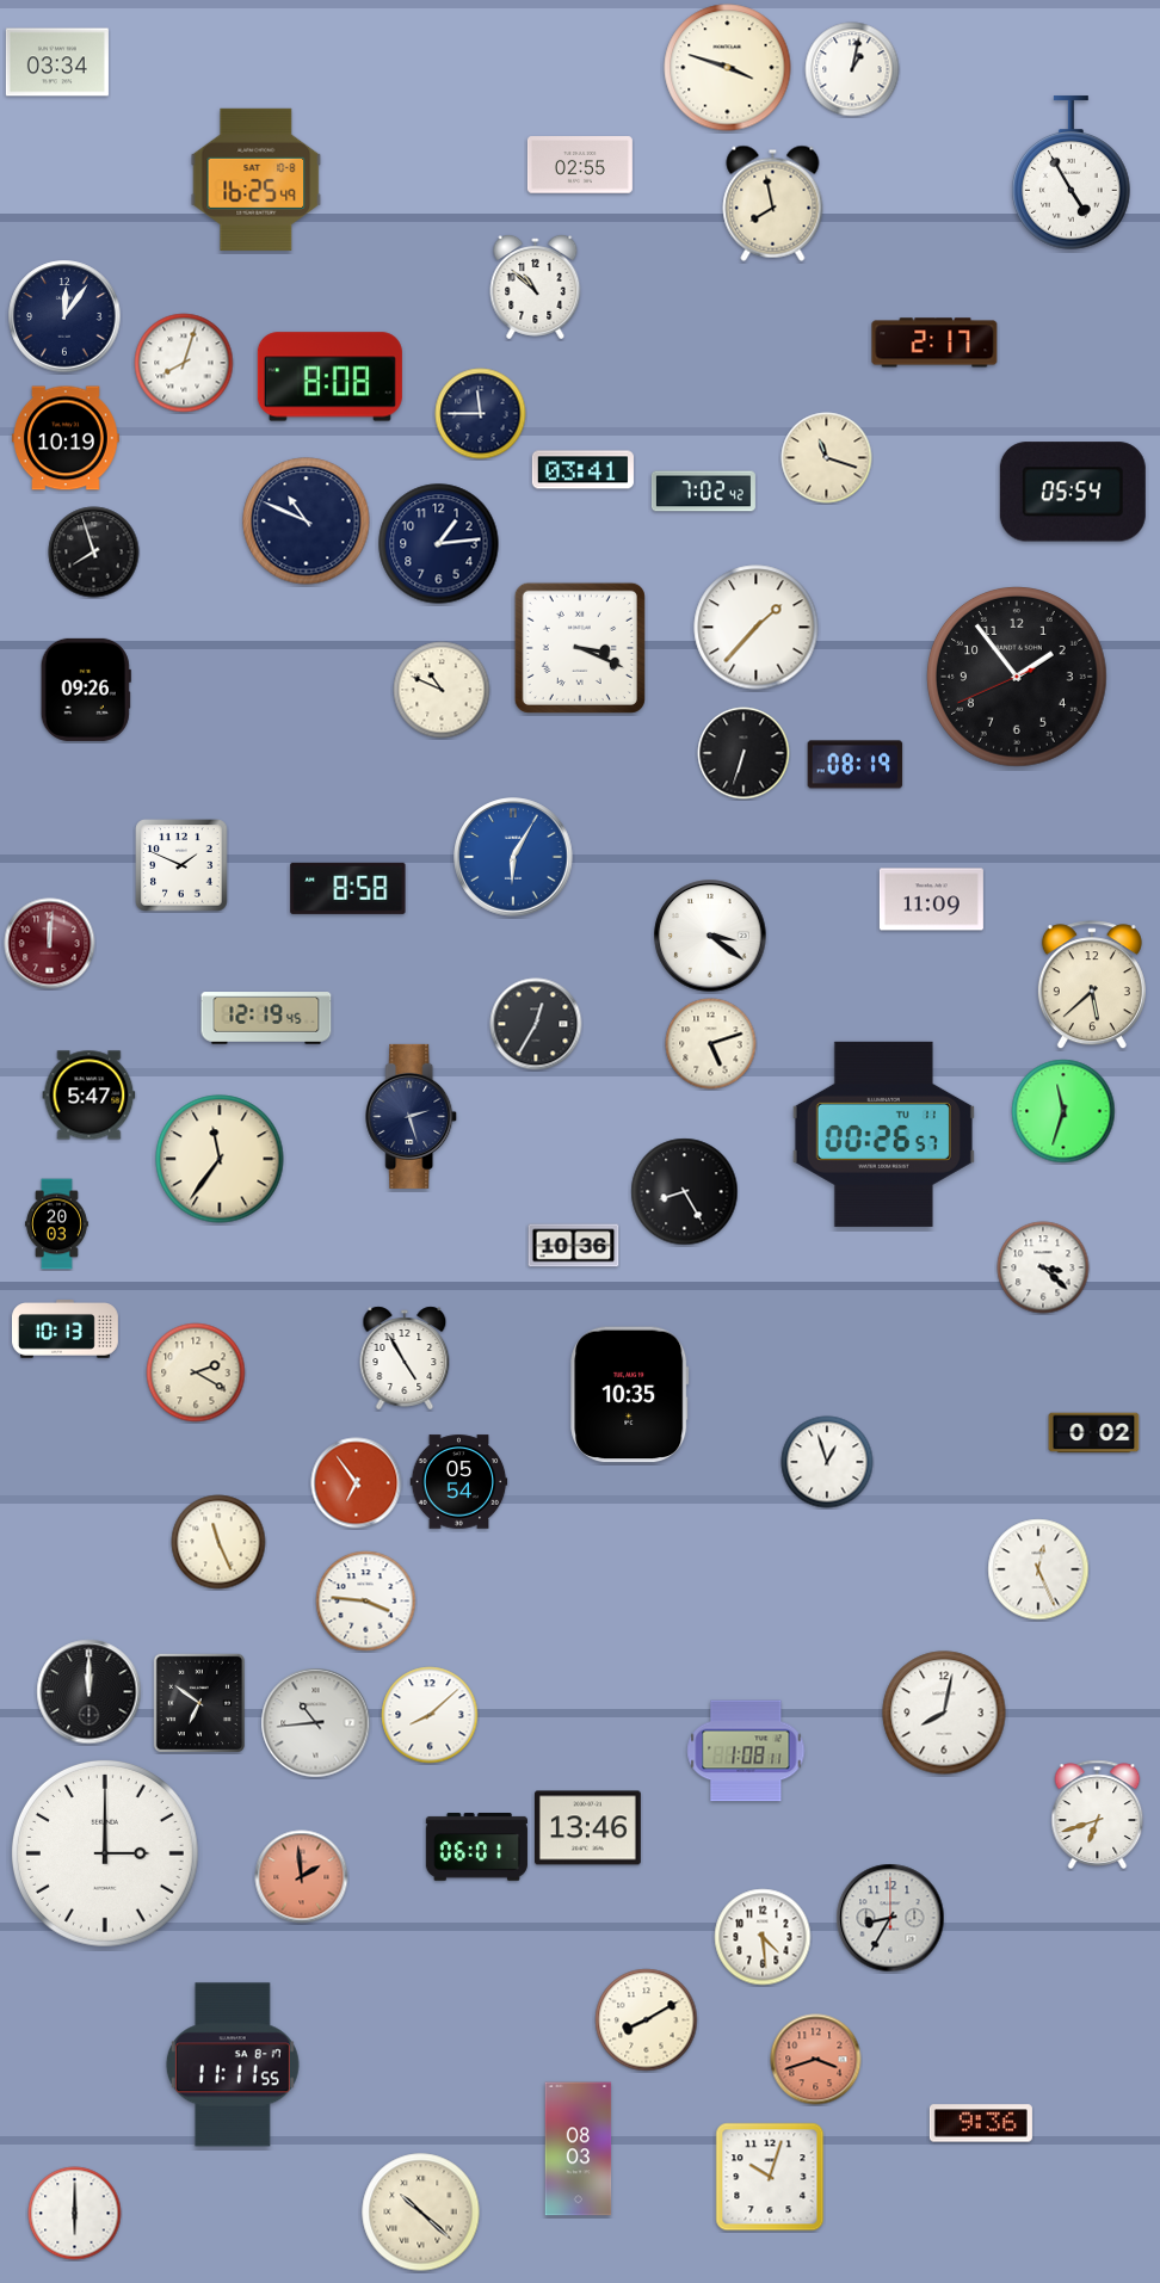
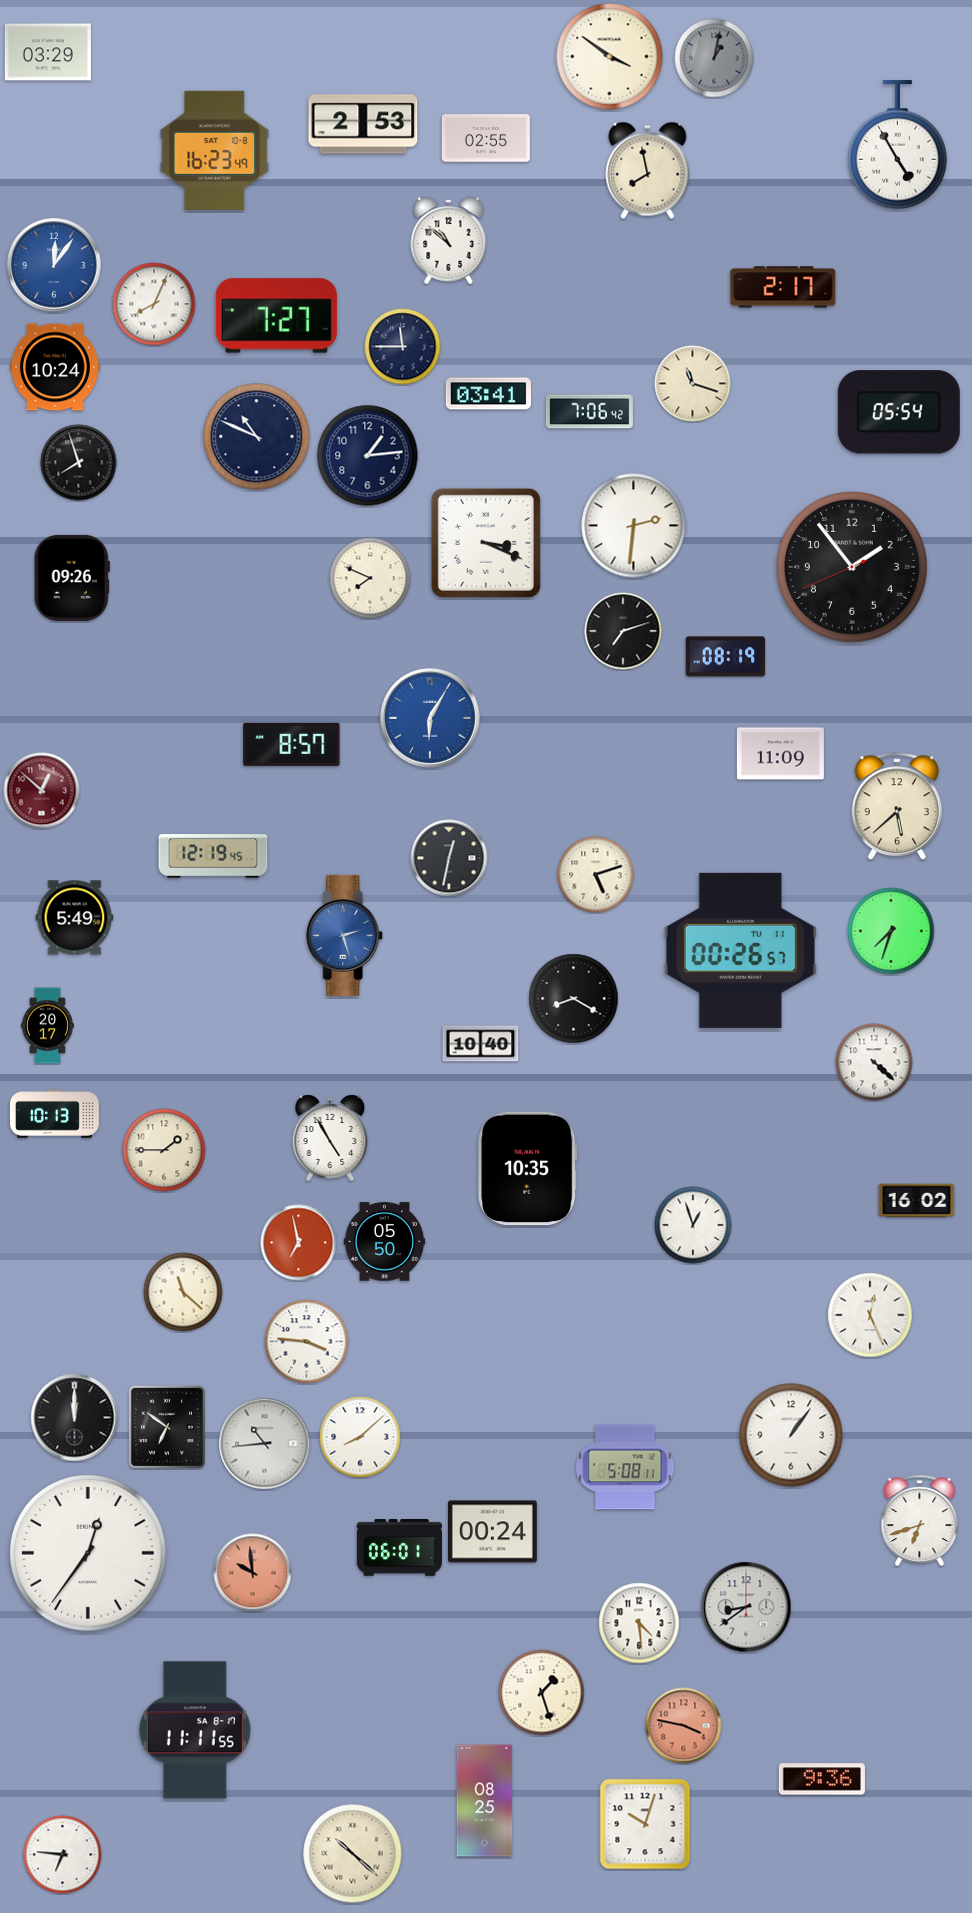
clock at (57, 62): 03:34 -> 03:29
clock at (728, 68): 3:48 -> 3:51
clock at (852, 69) dial: white -> grey
clock at (363, 124): none -> 2:53
clock at (257, 179): 16:25 -> 16:23
clock at (64, 316) dial: navy -> blue
clock at (184, 363): 8:03 -> 8:04
clock at (329, 377): 8:08 -> 7:27
clock at (67, 438): 10:19 -> 10:24
clock at (703, 492): 7:02 -> 7:06
clock at (757, 628): 1:37 -> 2:31
clock at (442, 690): 10:49 -> 7:49
clock at (743, 753): 6:33 -> 7:12
clock at (856, 765) position: (856, 765) -> (726, 657)
clock at (181, 865): 1:49 -> none
clock at (348, 888): 8:58 -> 8:57
clock at (710, 936): 3:21 -> none
clock at (50, 944): 12:01 -> 12:52
clock at (1092, 986) position: (1092, 986) -> (897, 807)
clock at (266, 1018) position: (266, 1018) -> (213, 856)
clock at (536, 1024): 12:35 -> 12:32
clock at (90, 1096): 5:47 -> 5:49
clock at (1063, 1111): 11:33 -> 7:33
clock at (412, 1116) dial: navy -> blue
clock at (220, 1159): 11:36 -> none
clock at (685, 1192): 8:25 -> 8:20
clock at (56, 1224): 20:03 -> 20:17
clock at (574, 1246): 10:36 -> 10:40
clock at (1043, 1267): 3:22 -> 4:22
clock at (405, 1358) position: (405, 1358) -> (330, 1138)
clock at (196, 1372): 2:20 -> 1:45
clock at (1094, 1433): 0:02 -> 16:02
clock at (459, 1482): 05:54 -> 05:50
clock at (357, 1483): 6:54 -> 6:58
clock at (218, 1542): 11:26 -> 11:22
clock at (944, 1713): 8:02 -> 1:06
clock at (746, 1751): 1:08 -> 5:08
clock at (587, 1828): 13:46 -> 00:24
clock at (105, 1853): 3:00 -> 12:36
clock at (302, 1877): 1:59 -> 9:59
clock at (890, 1918): 8:35 -> 8:39
clock at (647, 2020): 8:10 -> 1:27
clock at (816, 2060): 3:42 -> 3:47
clock at (579, 2149): 08:03 -> 08:25
clock at (75, 2214): 6:00 -> 6:46
